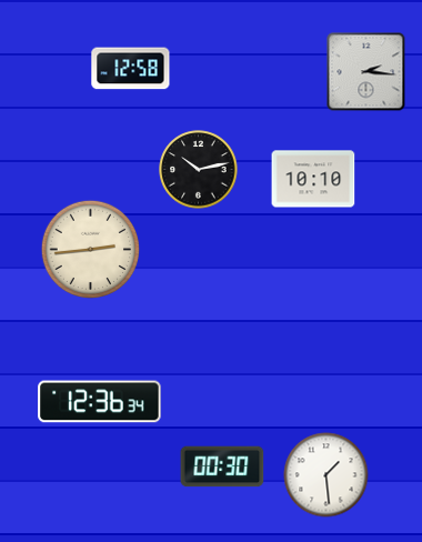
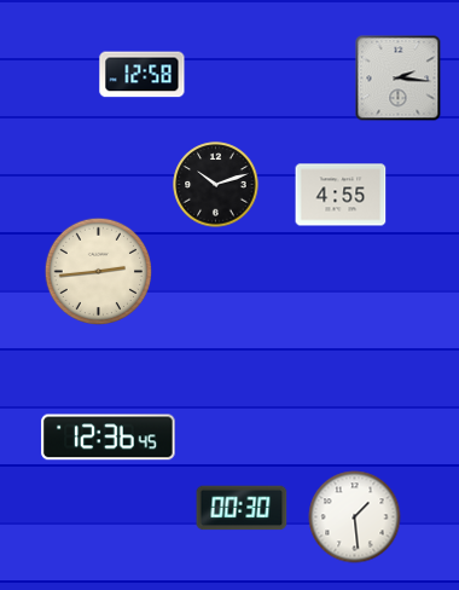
clock at (199, 170): 10:13 -> 10:12
clock at (313, 179): 10:10 -> 4:55
clock at (100, 402): 12:36:34 -> 12:36:45
